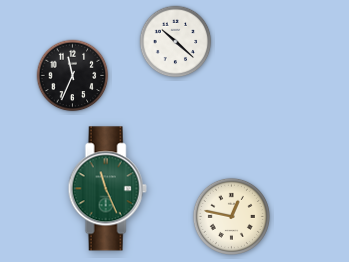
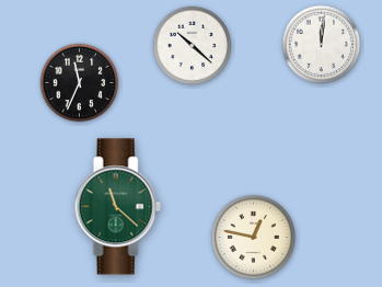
clock at (322, 45): none -> 12:01
clock at (107, 189): 11:26 -> 11:22
